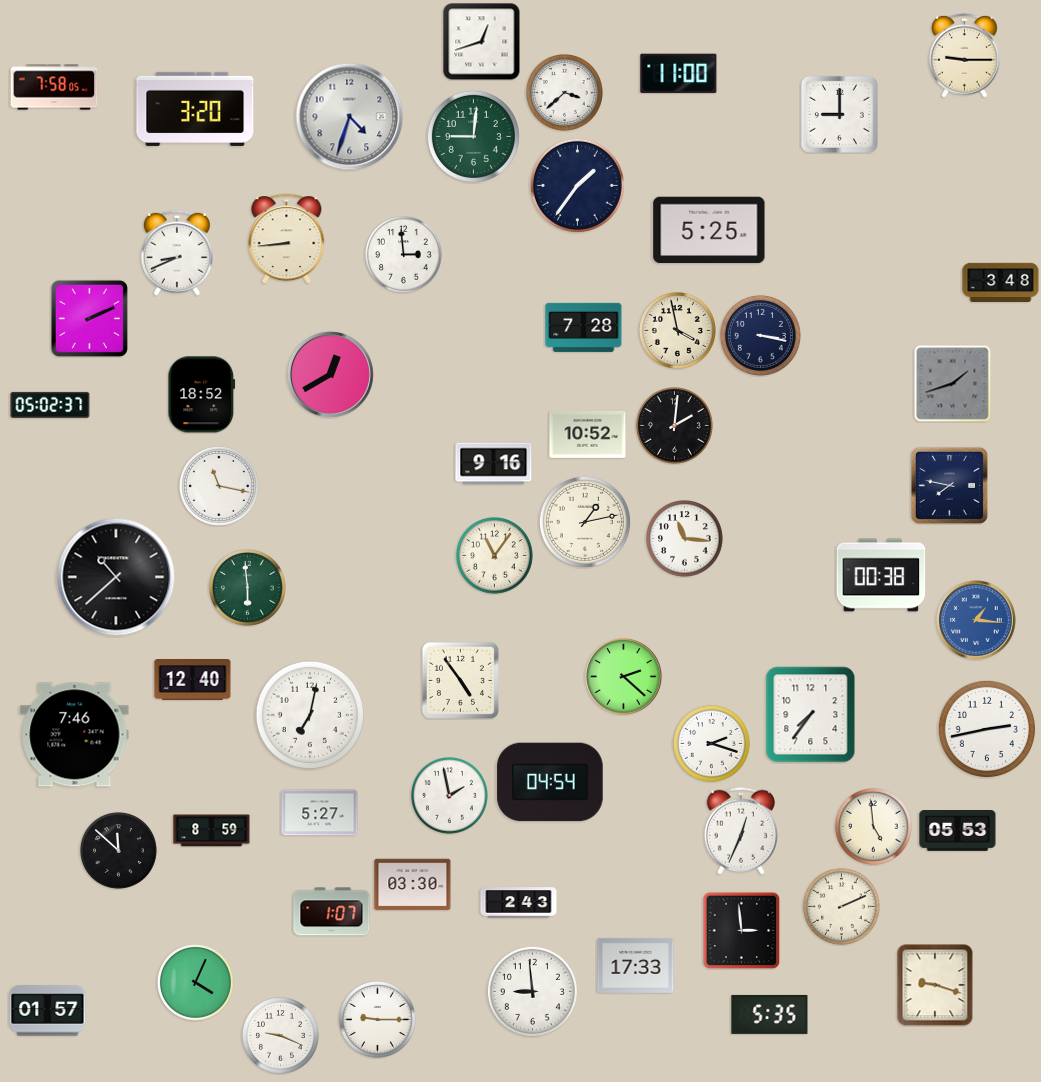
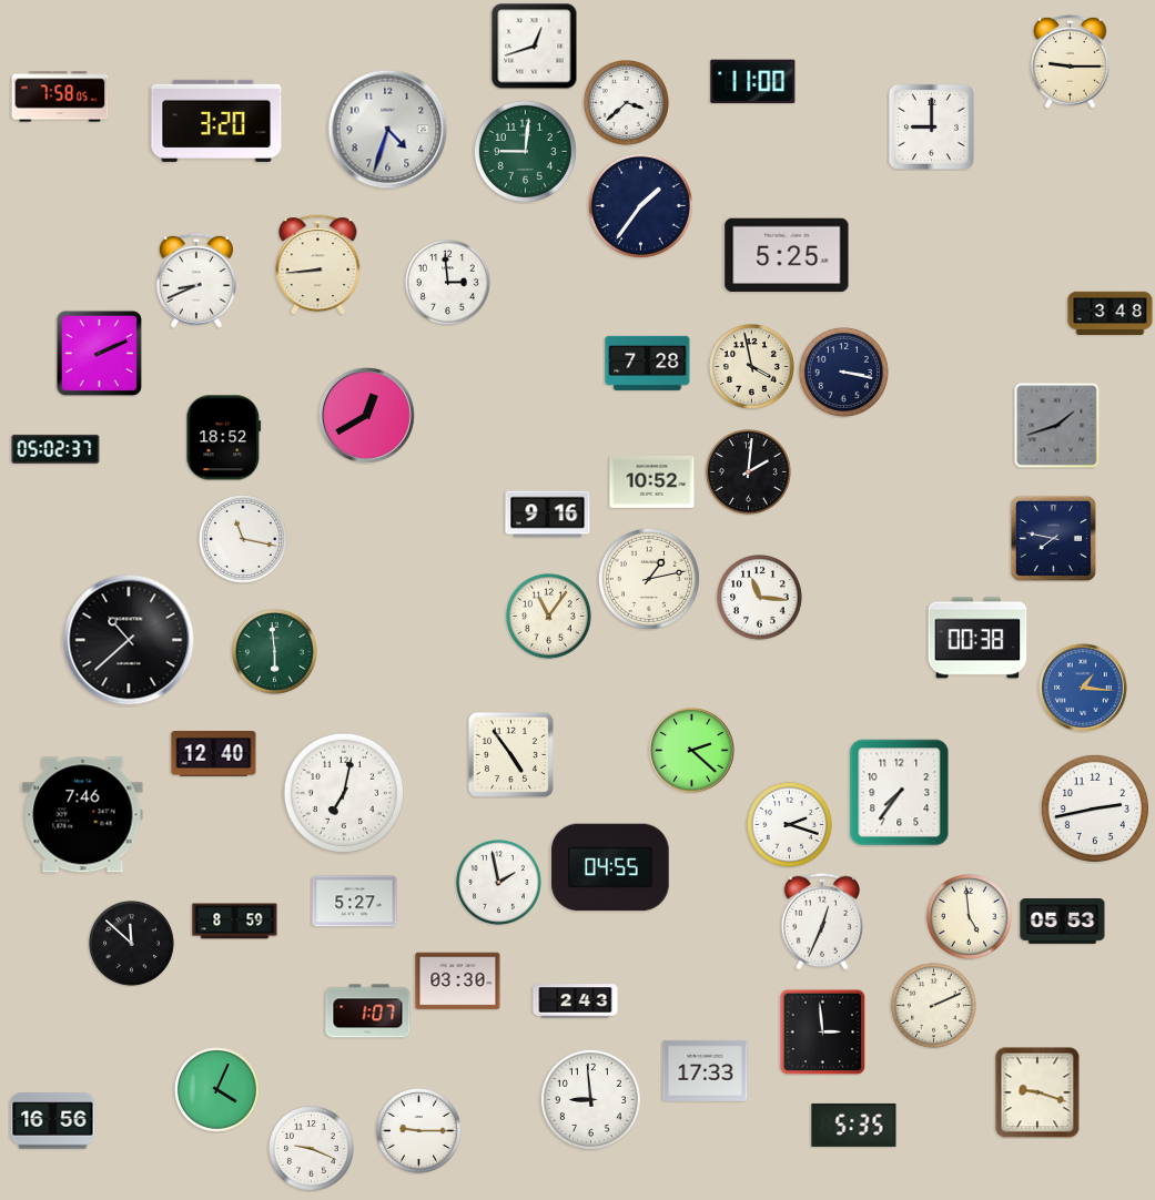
clock at (550, 782): 04:54 -> 04:55
clock at (48, 1011): 01:57 -> 16:56
